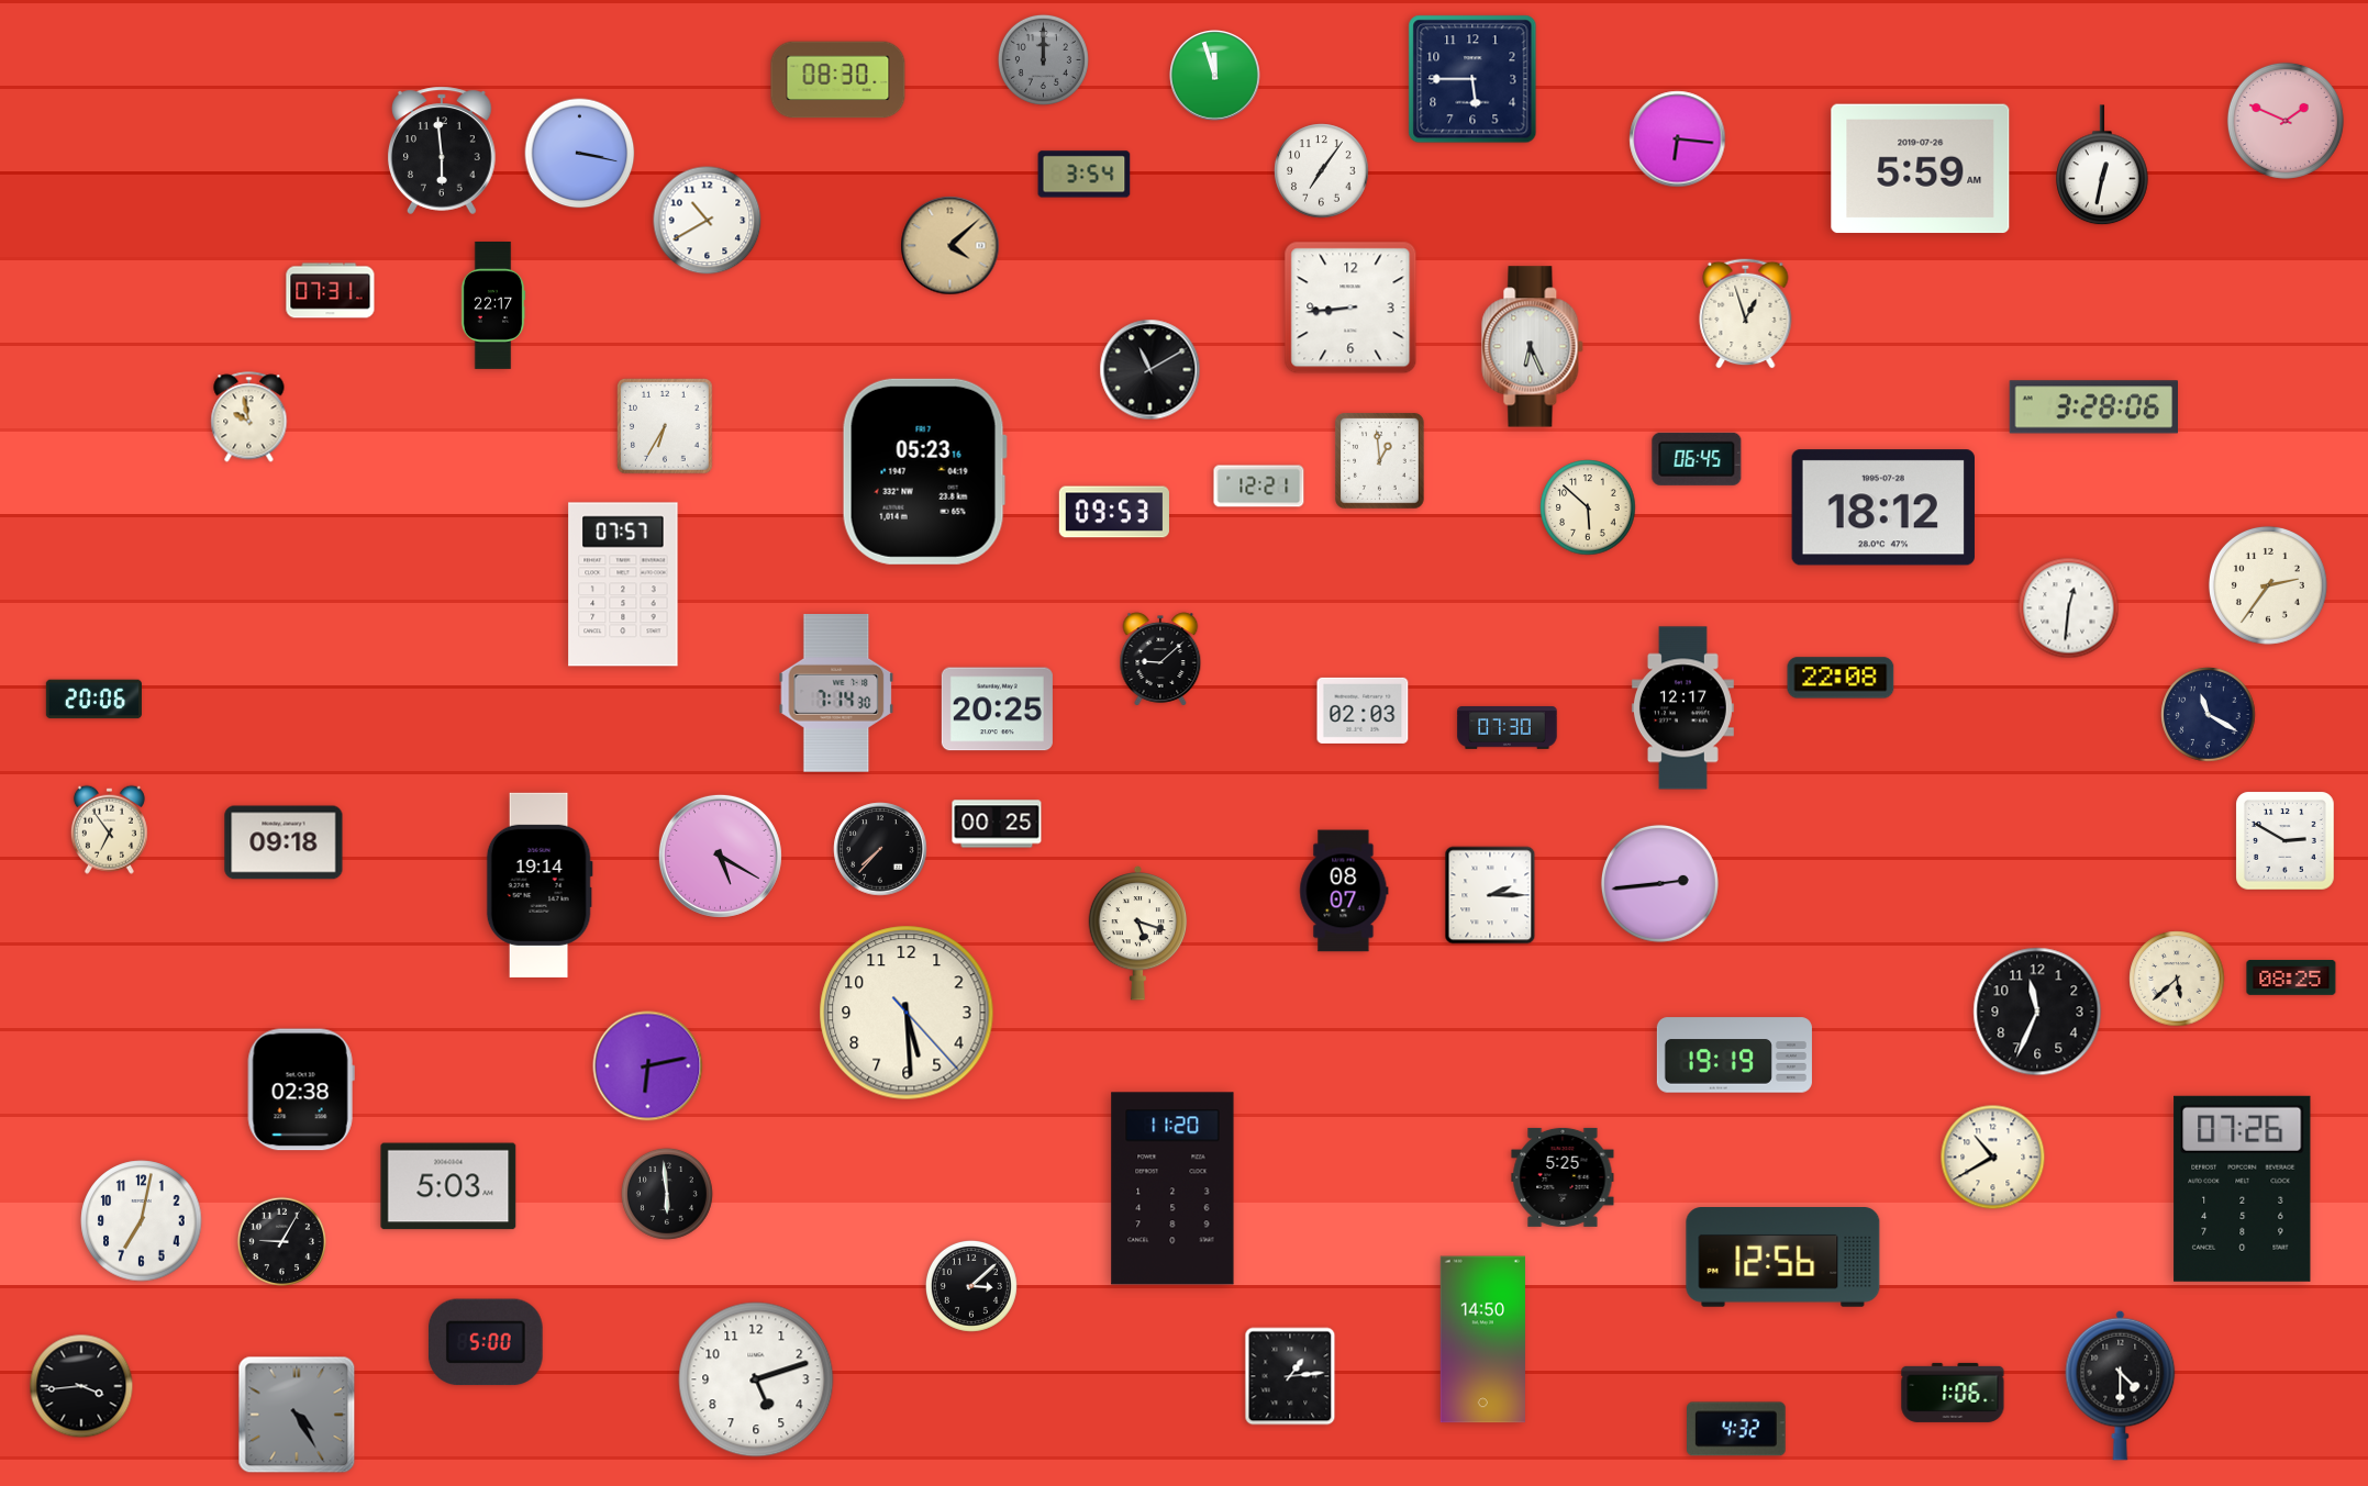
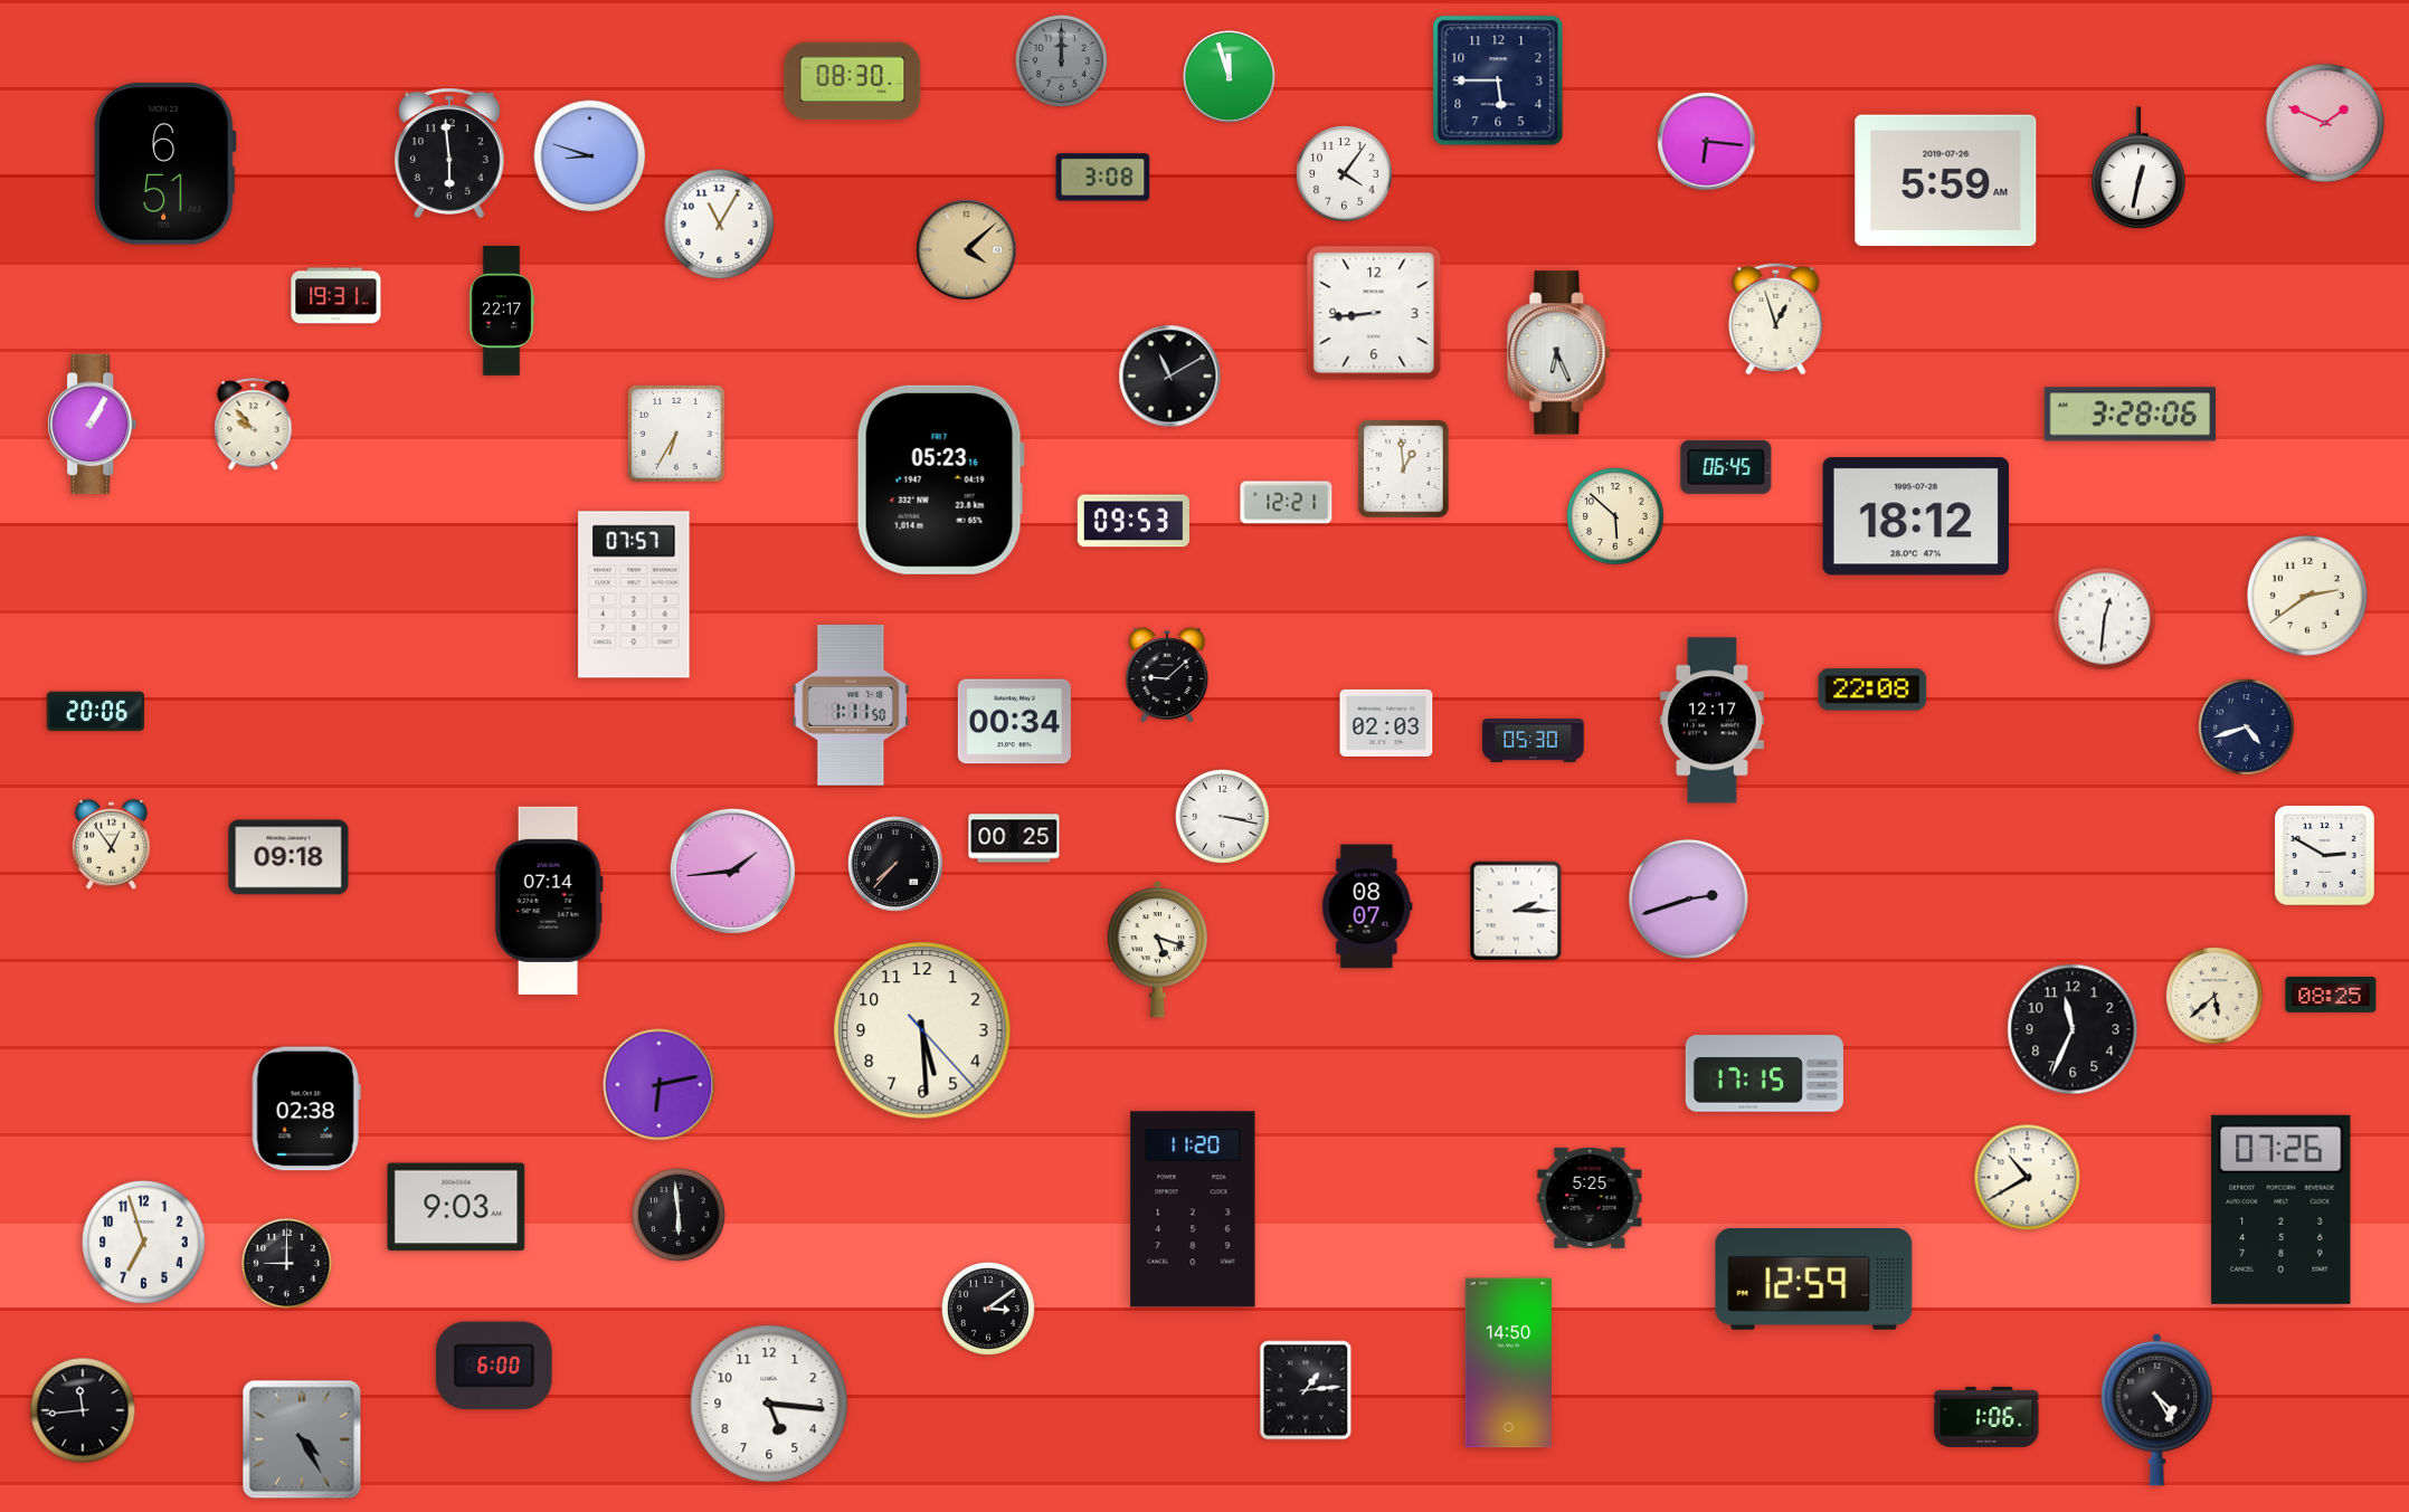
clock at (1215, 76) position: (1215, 76) -> (1230, 77)
clock at (580, 154): 3:17 -> 8:48
clock at (165, 163): none -> 6:51
clock at (1921, 169) position: (1921, 169) -> (1946, 181)
clock at (1322, 171): 7:06 -> 4:06
clock at (1085, 175): 3:54 -> 3:08
clock at (708, 221): 10:40 -> 11:05
clock at (331, 291): 07:31 -> 19:31
clock at (93, 425): none -> 1:05
clock at (249, 417): 9:58 -> 9:53
clock at (1259, 487) position: (1259, 487) -> (1287, 503)
clock at (2268, 585): 2:36 -> 2:39
clock at (1160, 659) position: (1160, 659) -> (1167, 675)
clock at (836, 694): 7:14 -> 1:11
clock at (997, 710): 20:25 -> 00:34
clock at (2209, 715): 11:20 -> 4:42
clock at (1508, 728): 07:30 -> 05:30
clock at (1223, 817): none -> 3:17
clock at (109, 829): 6:54 -> 12:54
clock at (720, 856): 5:20 -> 1:44
clock at (1659, 883): 2:44 -> 2:42
clock at (540, 885): 19:14 -> 07:14
clock at (1734, 1055): 19:19 -> 17:15
clock at (448, 1186): 5:03 -> 9:03
clock at (142, 1221): 7:02 -> 6:57
clock at (281, 1241): 9:05 -> 9:00
clock at (1783, 1258): 12:56 -> 12:59
clock at (971, 1286): 3:08 -> 3:09
clock at (486, 1342): 5:00 -> 6:00
clock at (1290, 1376) position: (1290, 1376) -> (1306, 1390)
clock at (756, 1379): 5:12 -> 5:16
clock at (2121, 1385): 4:30 -> 4:25
clock at (81, 1386): 3:44 -> 11:44
clock at (1737, 1429): 4:32 -> none
